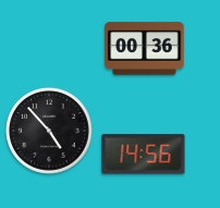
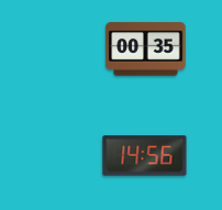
clock at (145, 49): 00:36 -> 00:35
clock at (50, 132): 4:53 -> none
